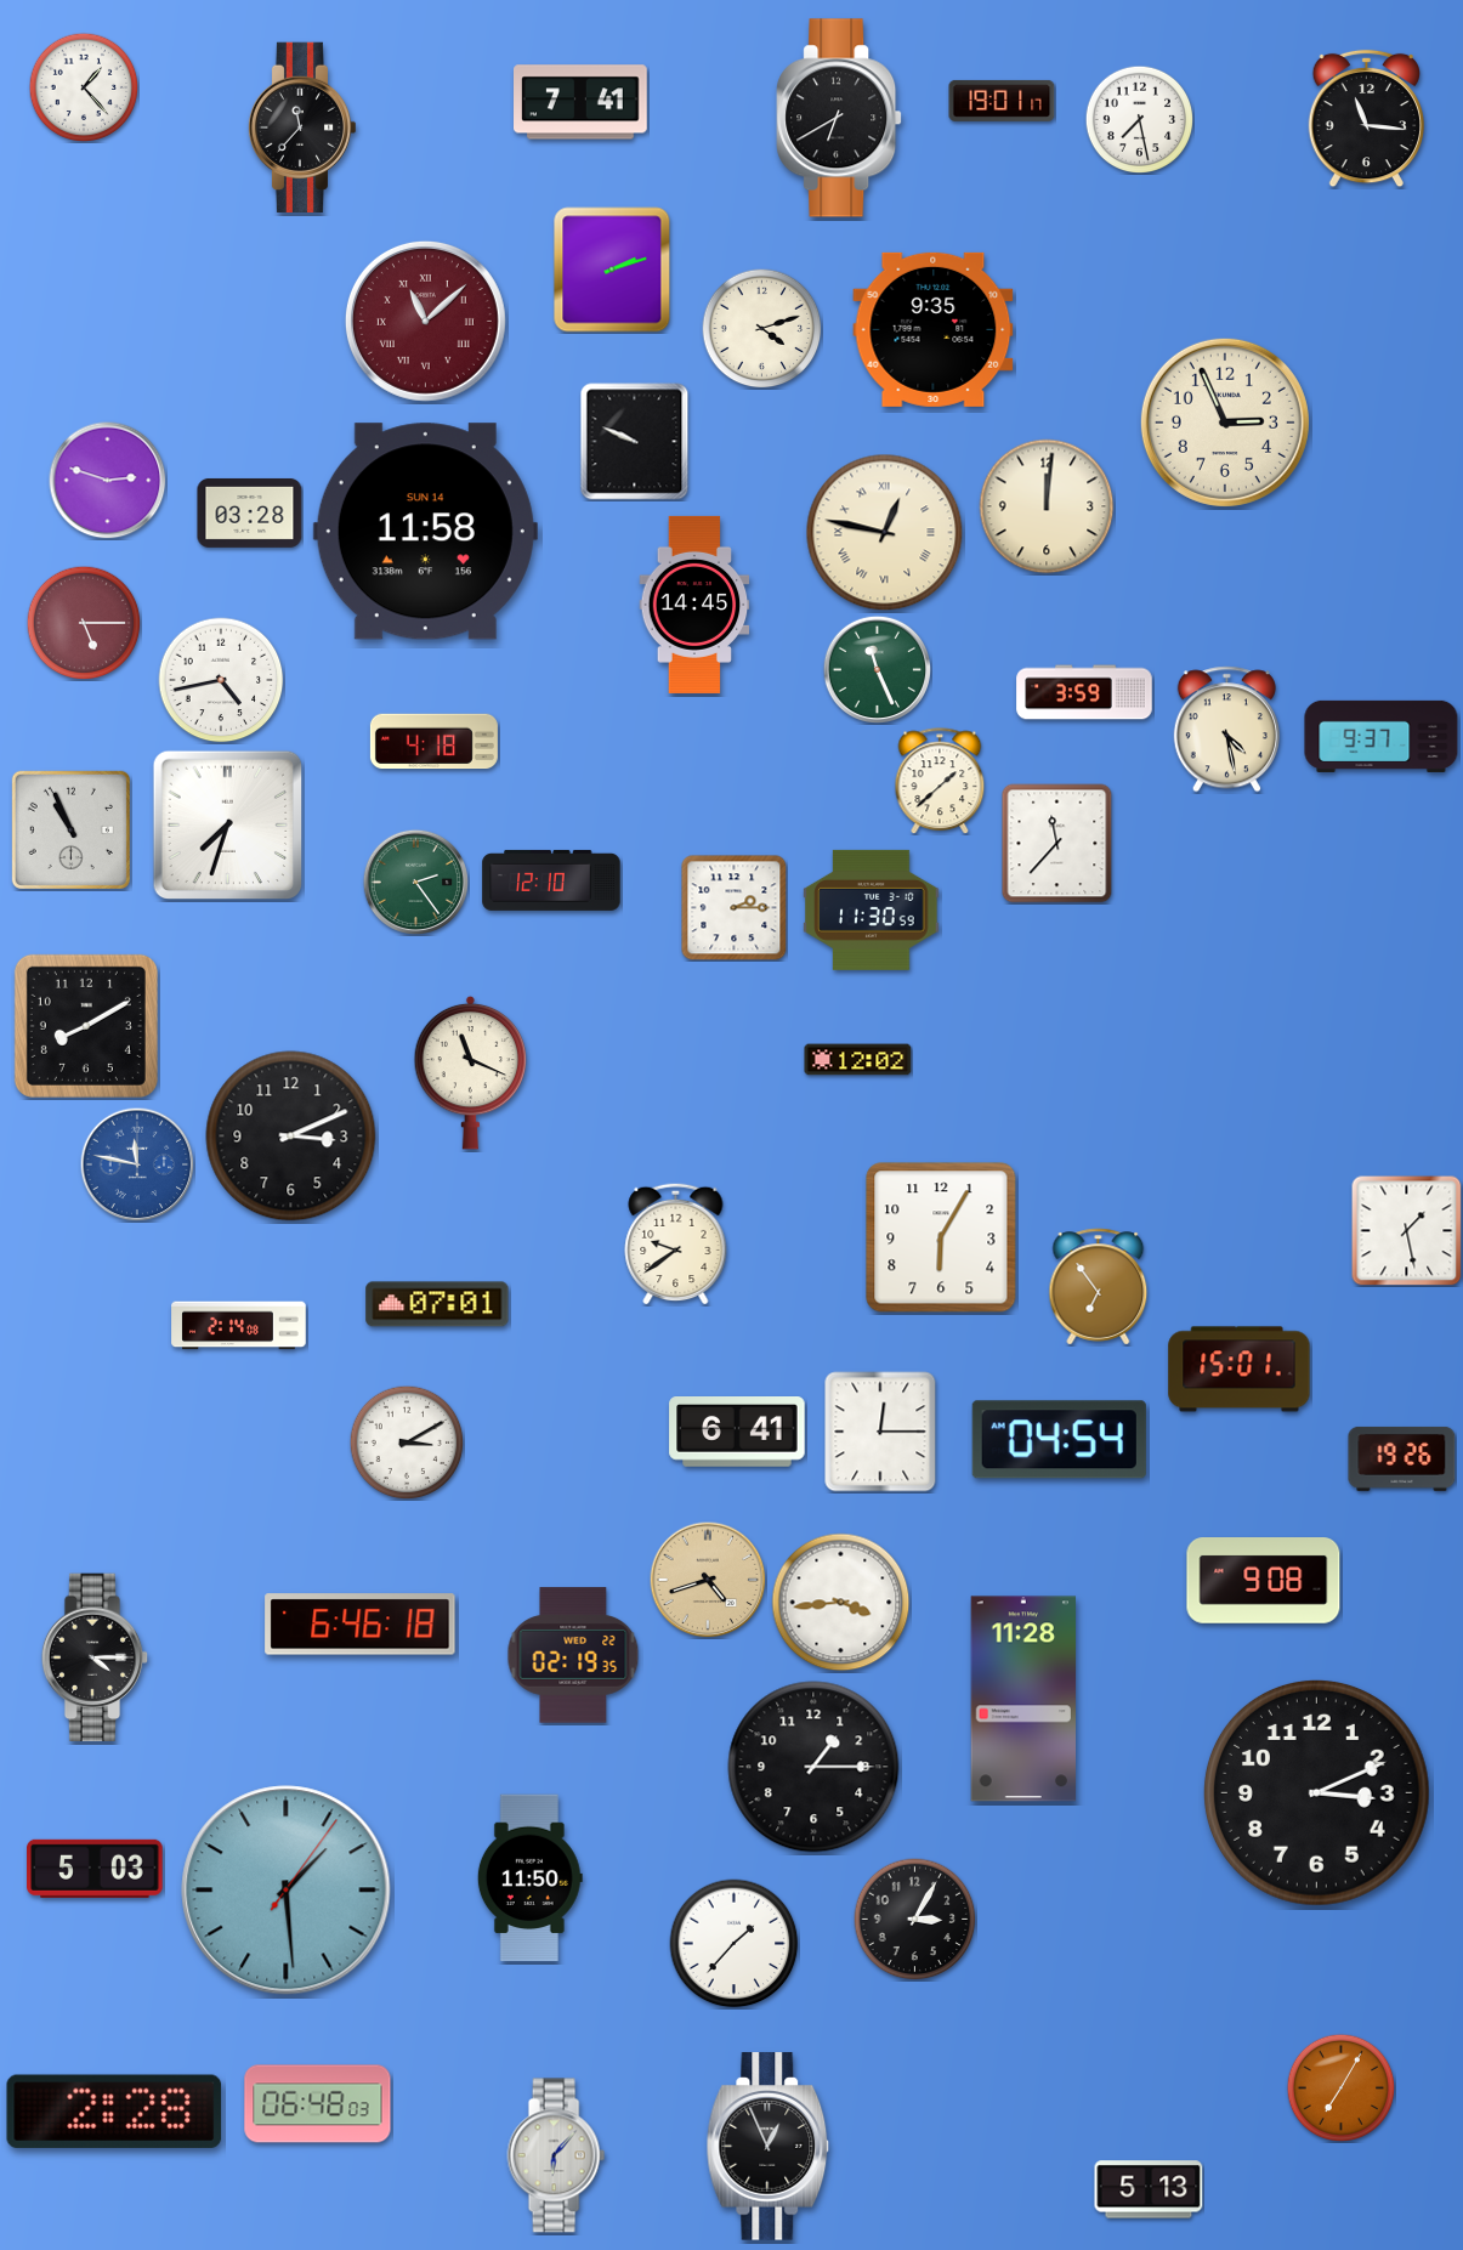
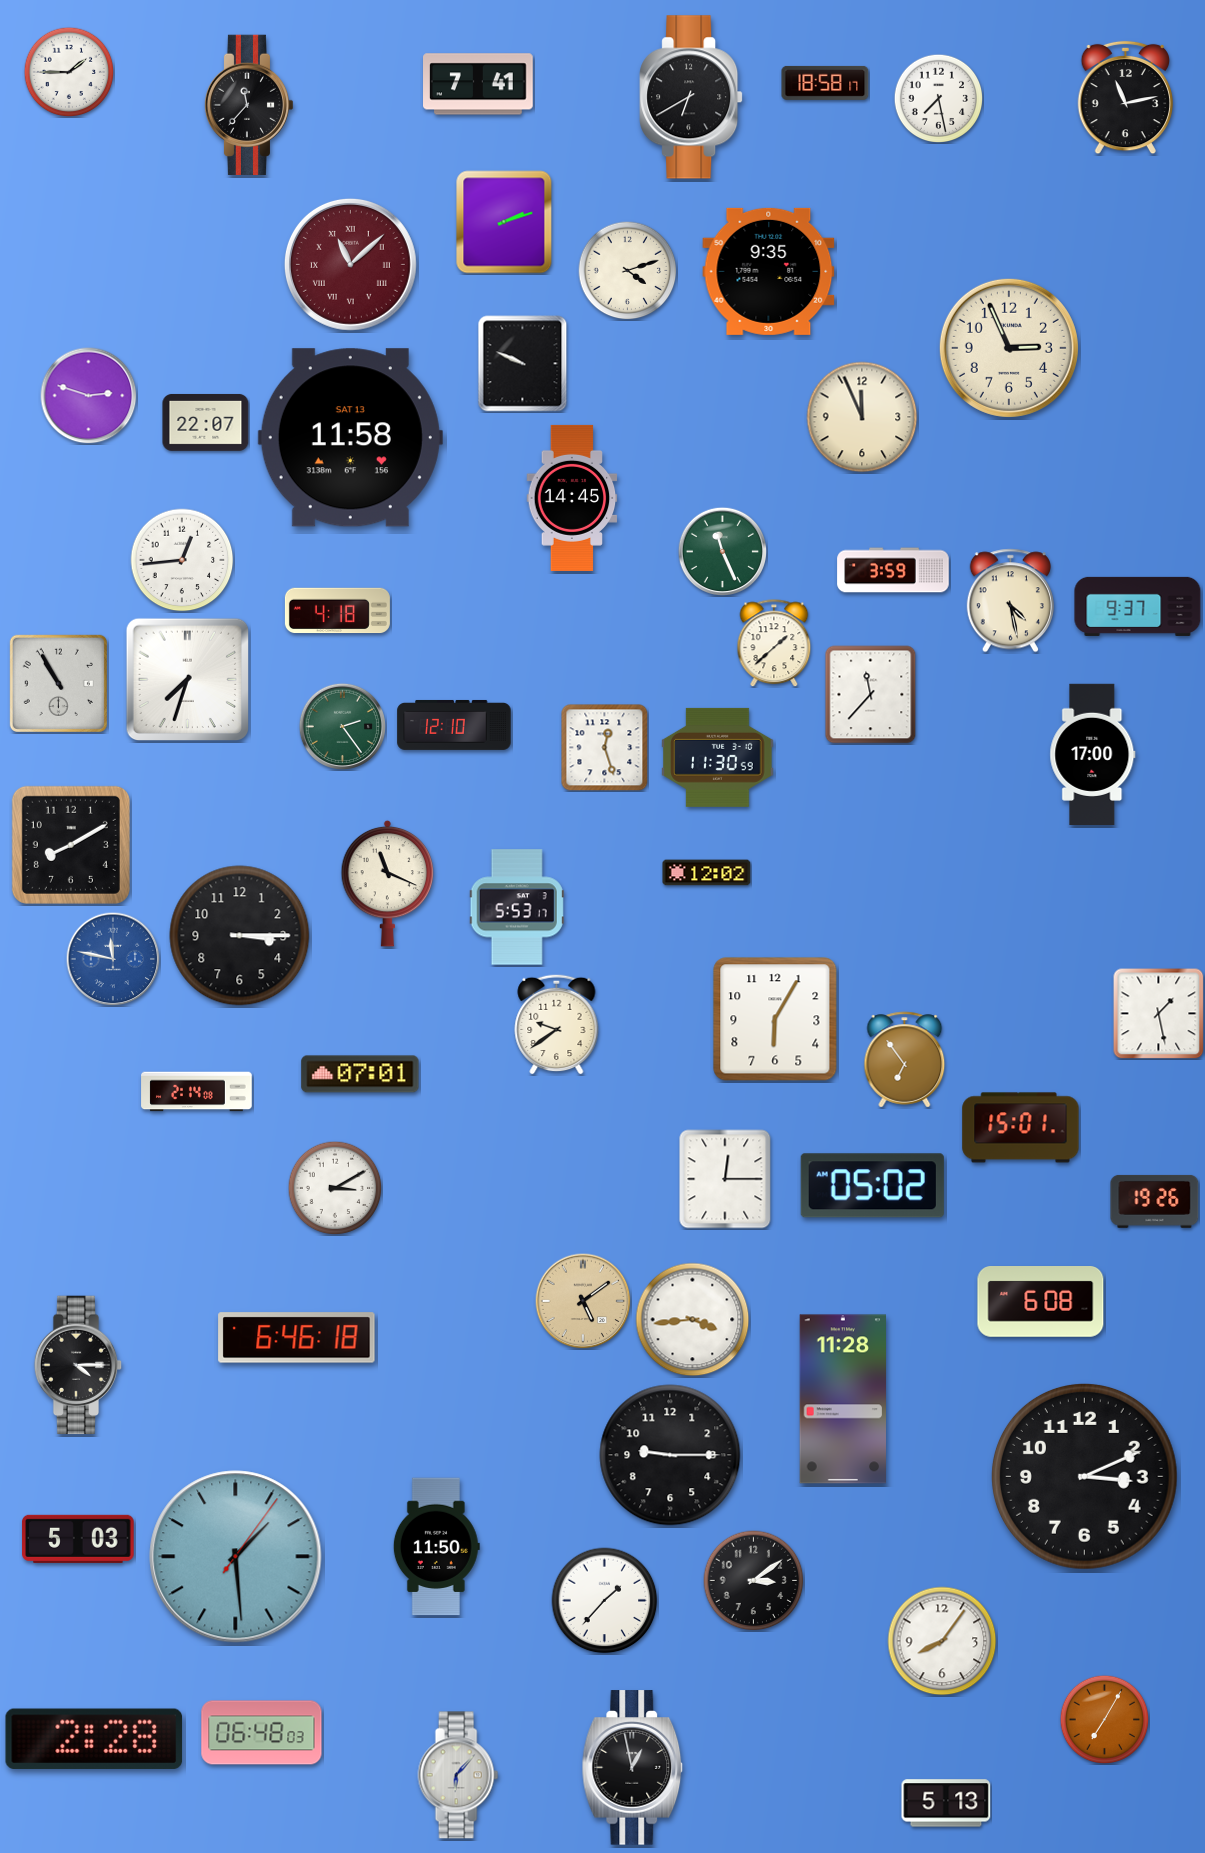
clock at (84, 87): 1:23 -> 1:45
clock at (1002, 101): 19:01 -> 18:58
clock at (1366, 119): 11:16 -> 11:13
clock at (1047, 506): 12:01 -> 11:56
clock at (250, 512): 03:28 -> 22:07
clock at (425, 532) date: SUN 14 -> SAT 13
clock at (885, 533): 12:47 -> none
clock at (84, 623): 5:15 -> none
clock at (221, 680): 4:43 -> 12:44
clock at (433, 742) position: (433, 742) -> (337, 611)
clock at (70, 829): 10:56 -> 10:55
clock at (735, 908): 2:15 -> 12:27
clock at (872, 909) position: (872, 909) -> (718, 757)
clock at (1093, 754): none -> 17:00
clock at (517, 907): none -> 5:53
clock at (291, 1137): 3:11 -> 3:15
clock at (737, 1433): 6:41 -> none
clock at (1059, 1440): 04:54 -> 05:02
clock at (708, 1580): 4:42 -> 5:09
clock at (1264, 1581): 9:08 -> 6:08
clock at (573, 1655): 02:19 -> none
clock at (813, 1767): 1:15 -> 9:15
clock at (915, 1920): 3:05 -> 3:09
clock at (942, 1641): none -> 8:06
clock at (769, 2147): 12:56 -> 12:58
